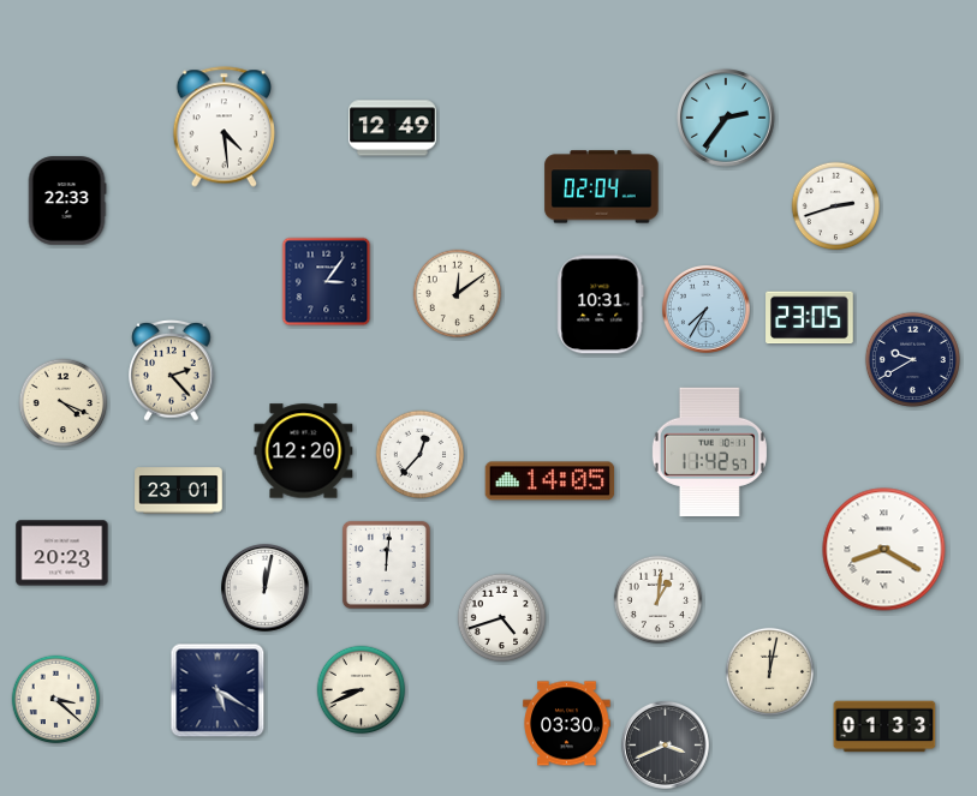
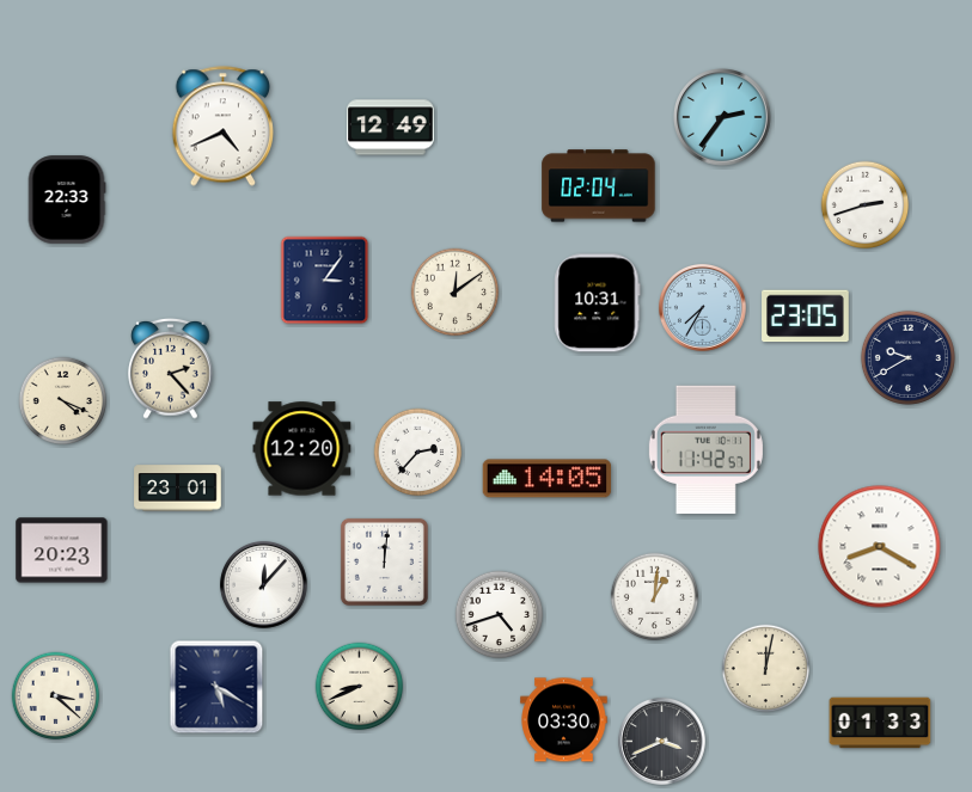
clock at (224, 127): 4:29 -> 4:41
clock at (836, 207) position: (836, 207) -> (866, 205)
clock at (421, 455): 12:37 -> 2:37
clock at (264, 587): 12:02 -> 12:07
